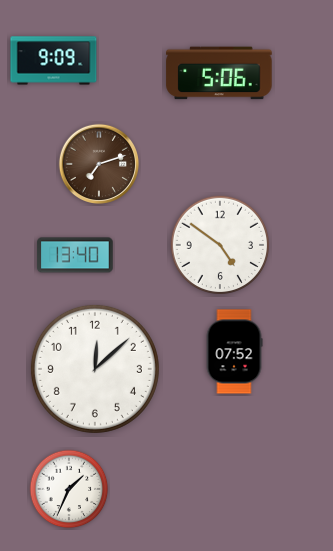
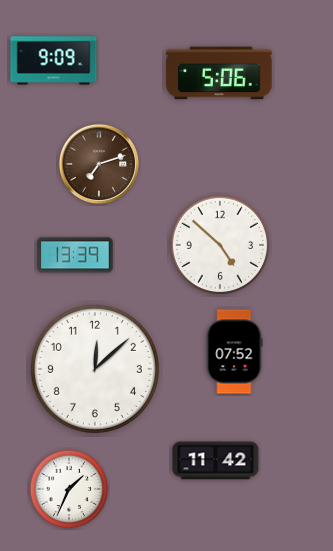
clock at (219, 244): 4:51 -> 4:52
clock at (75, 255): 13:40 -> 13:39
clock at (216, 461): none -> 11:42
